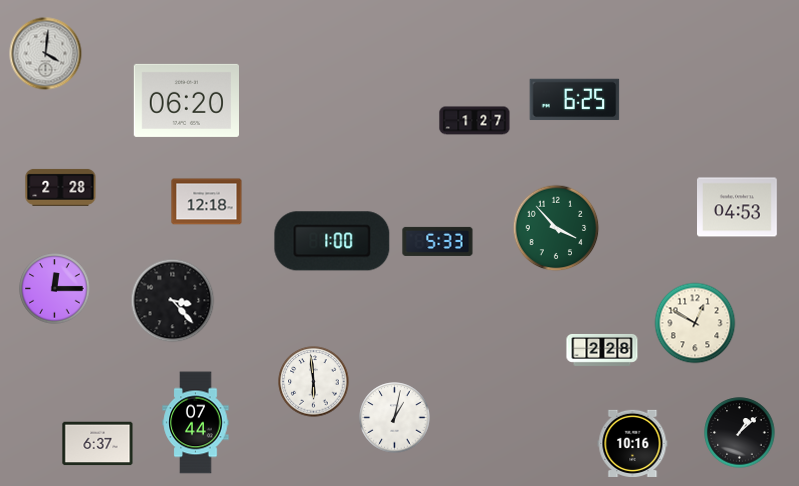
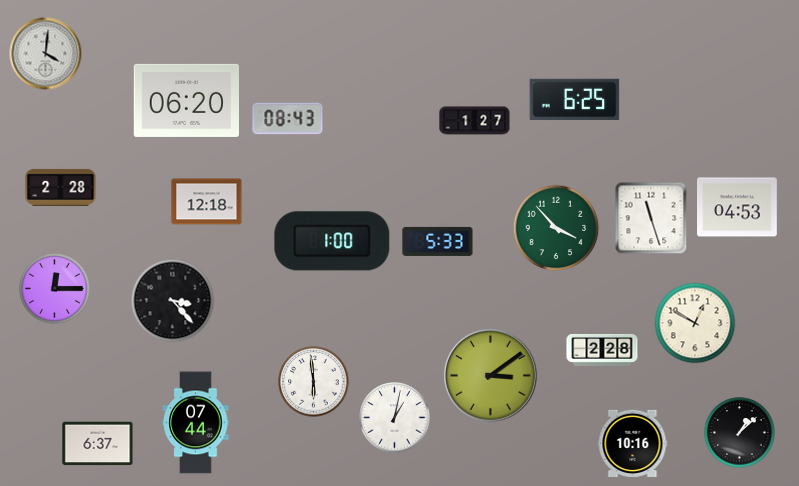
clock at (288, 119): none -> 08:43
clock at (651, 218): none -> 11:27
clock at (490, 375): none -> 3:09
